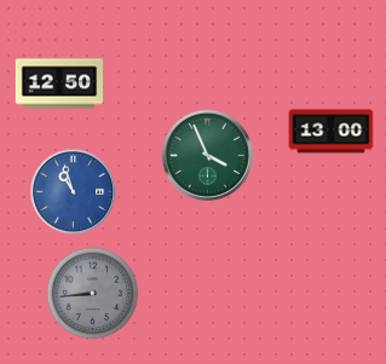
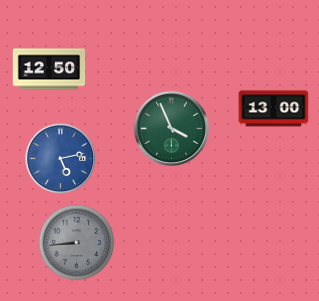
clock at (74, 192): 10:57 -> 5:13
